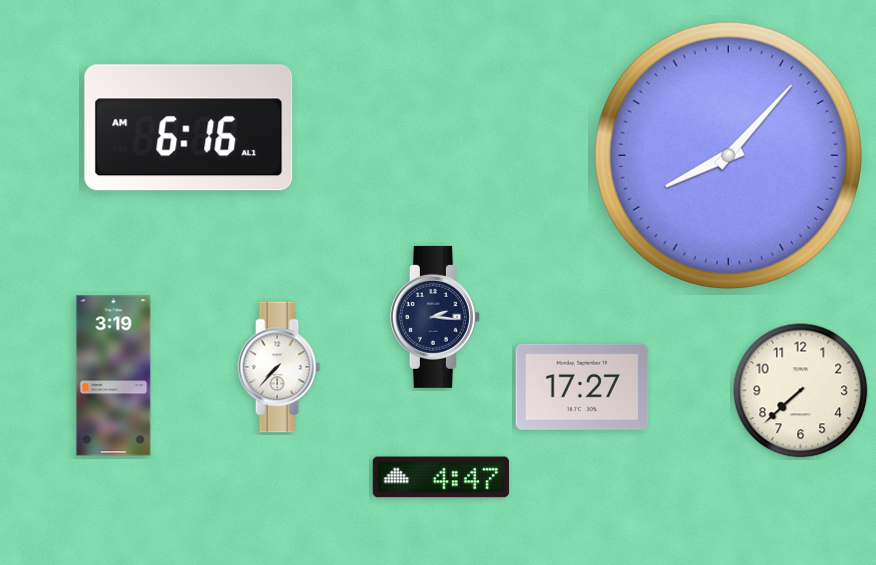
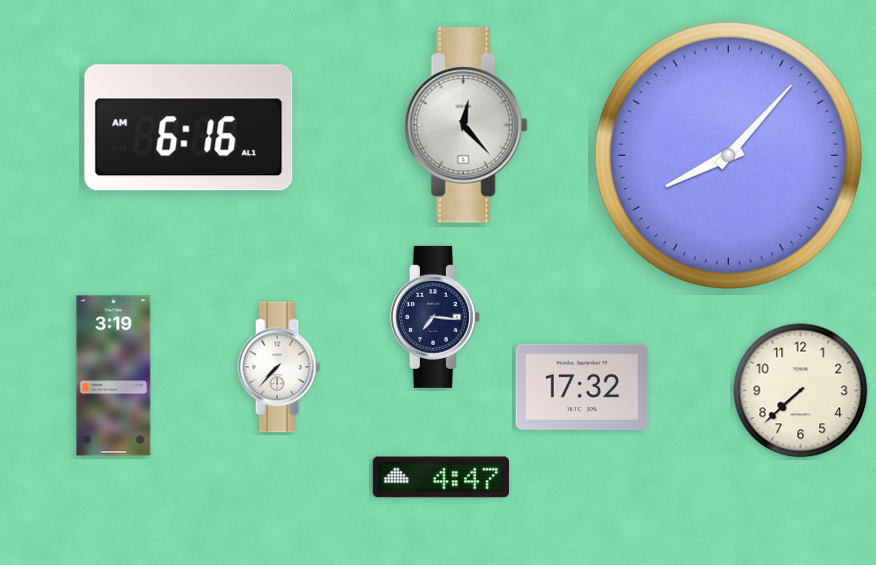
clock at (466, 125): none -> 12:23
clock at (435, 317): 2:16 -> 7:16
clock at (582, 387): 17:27 -> 17:32
